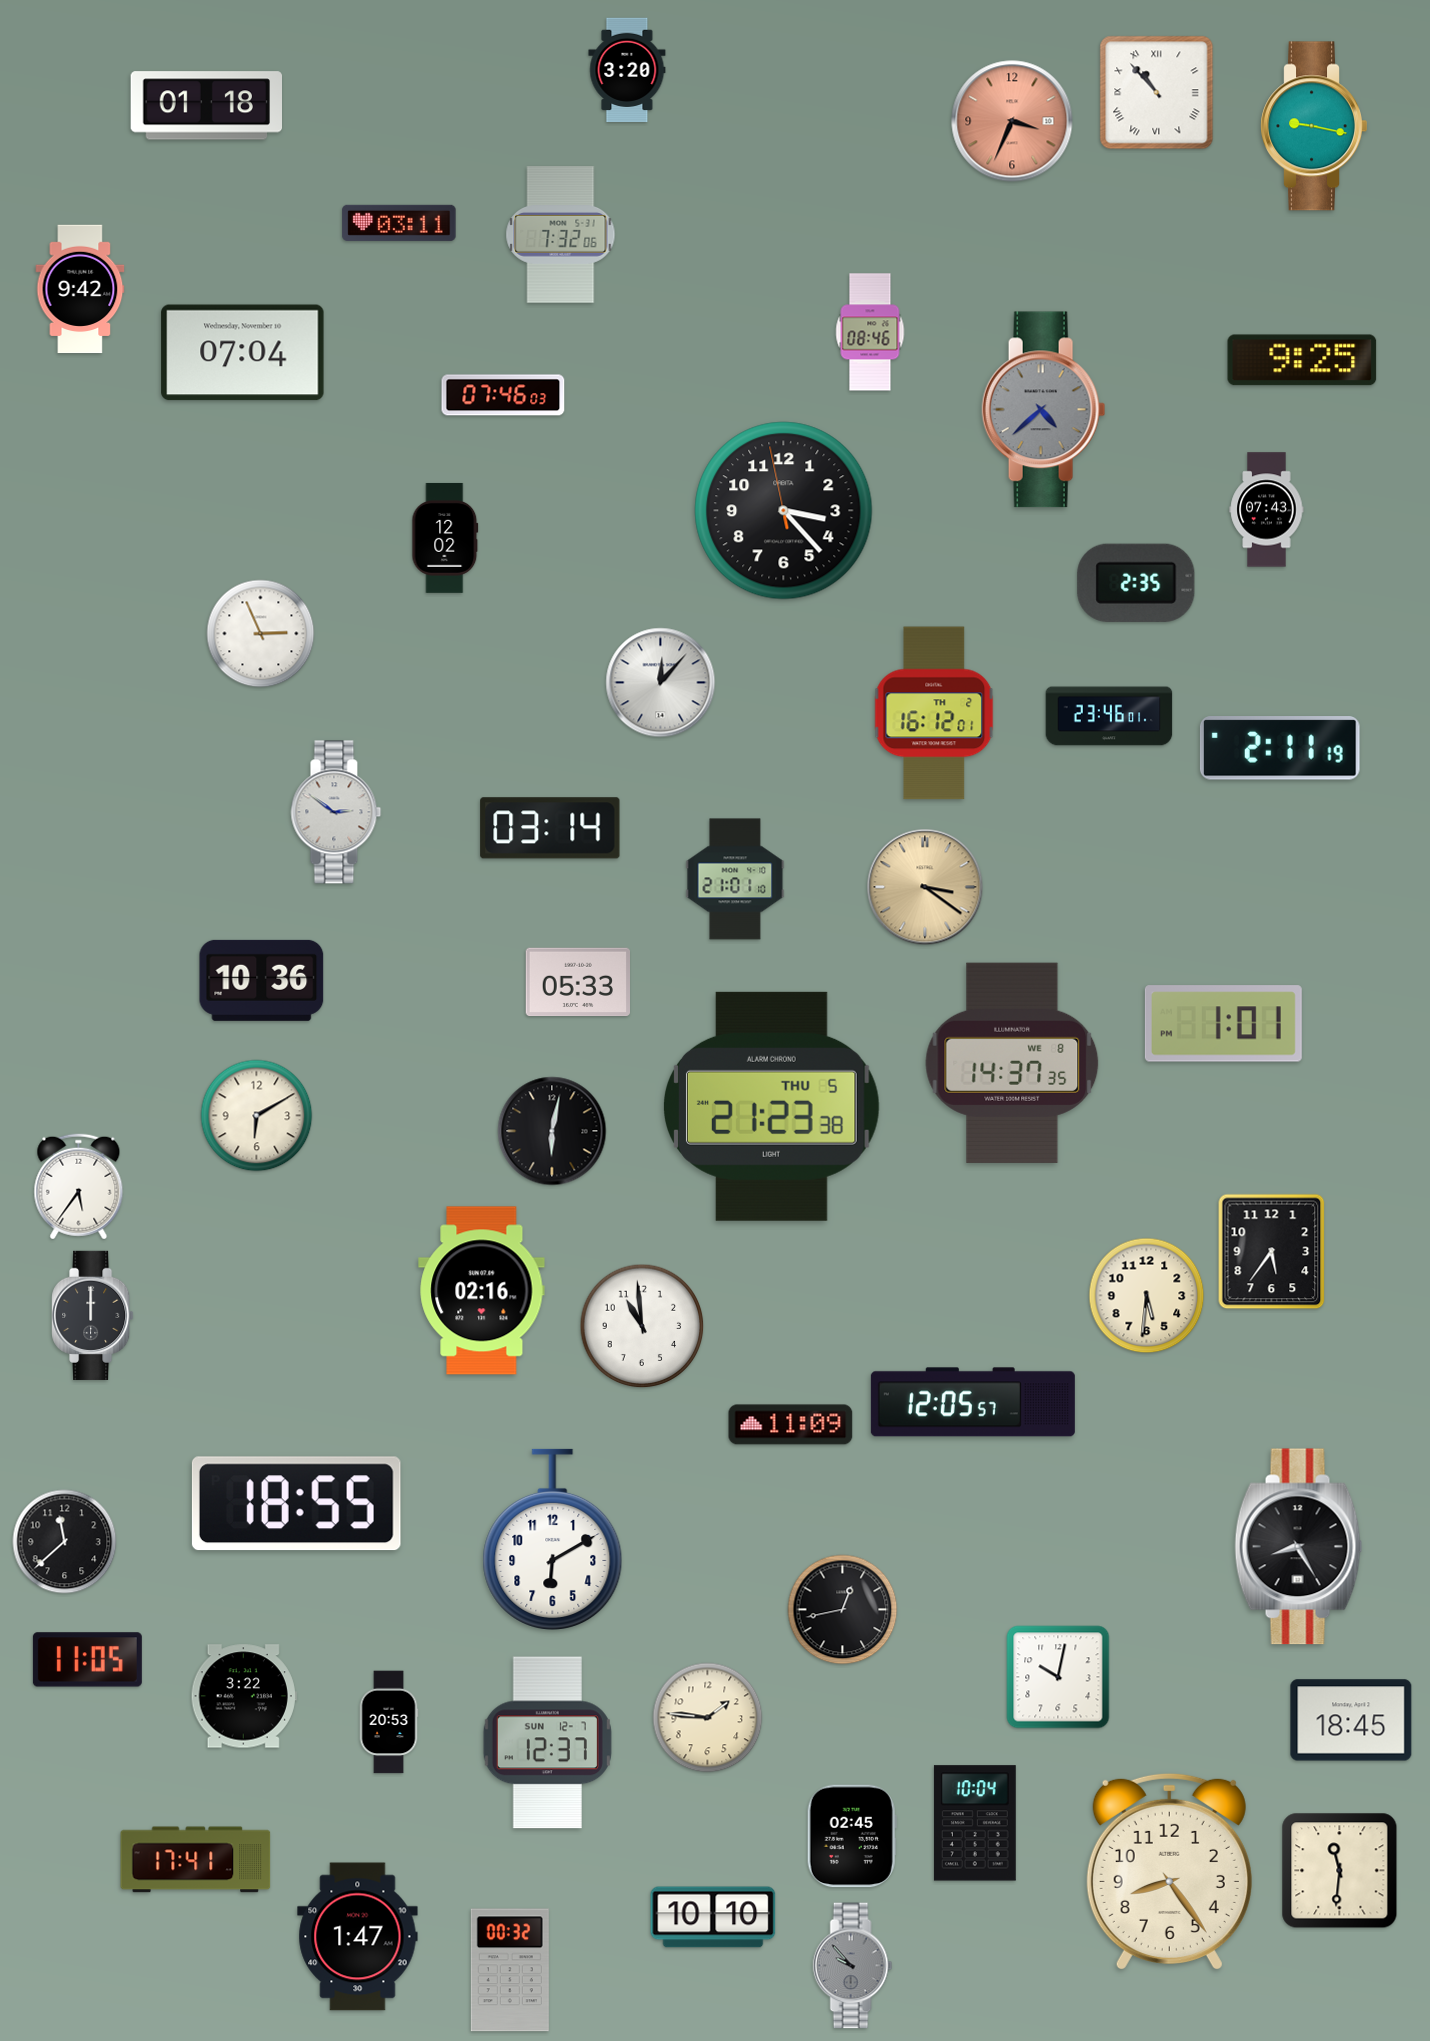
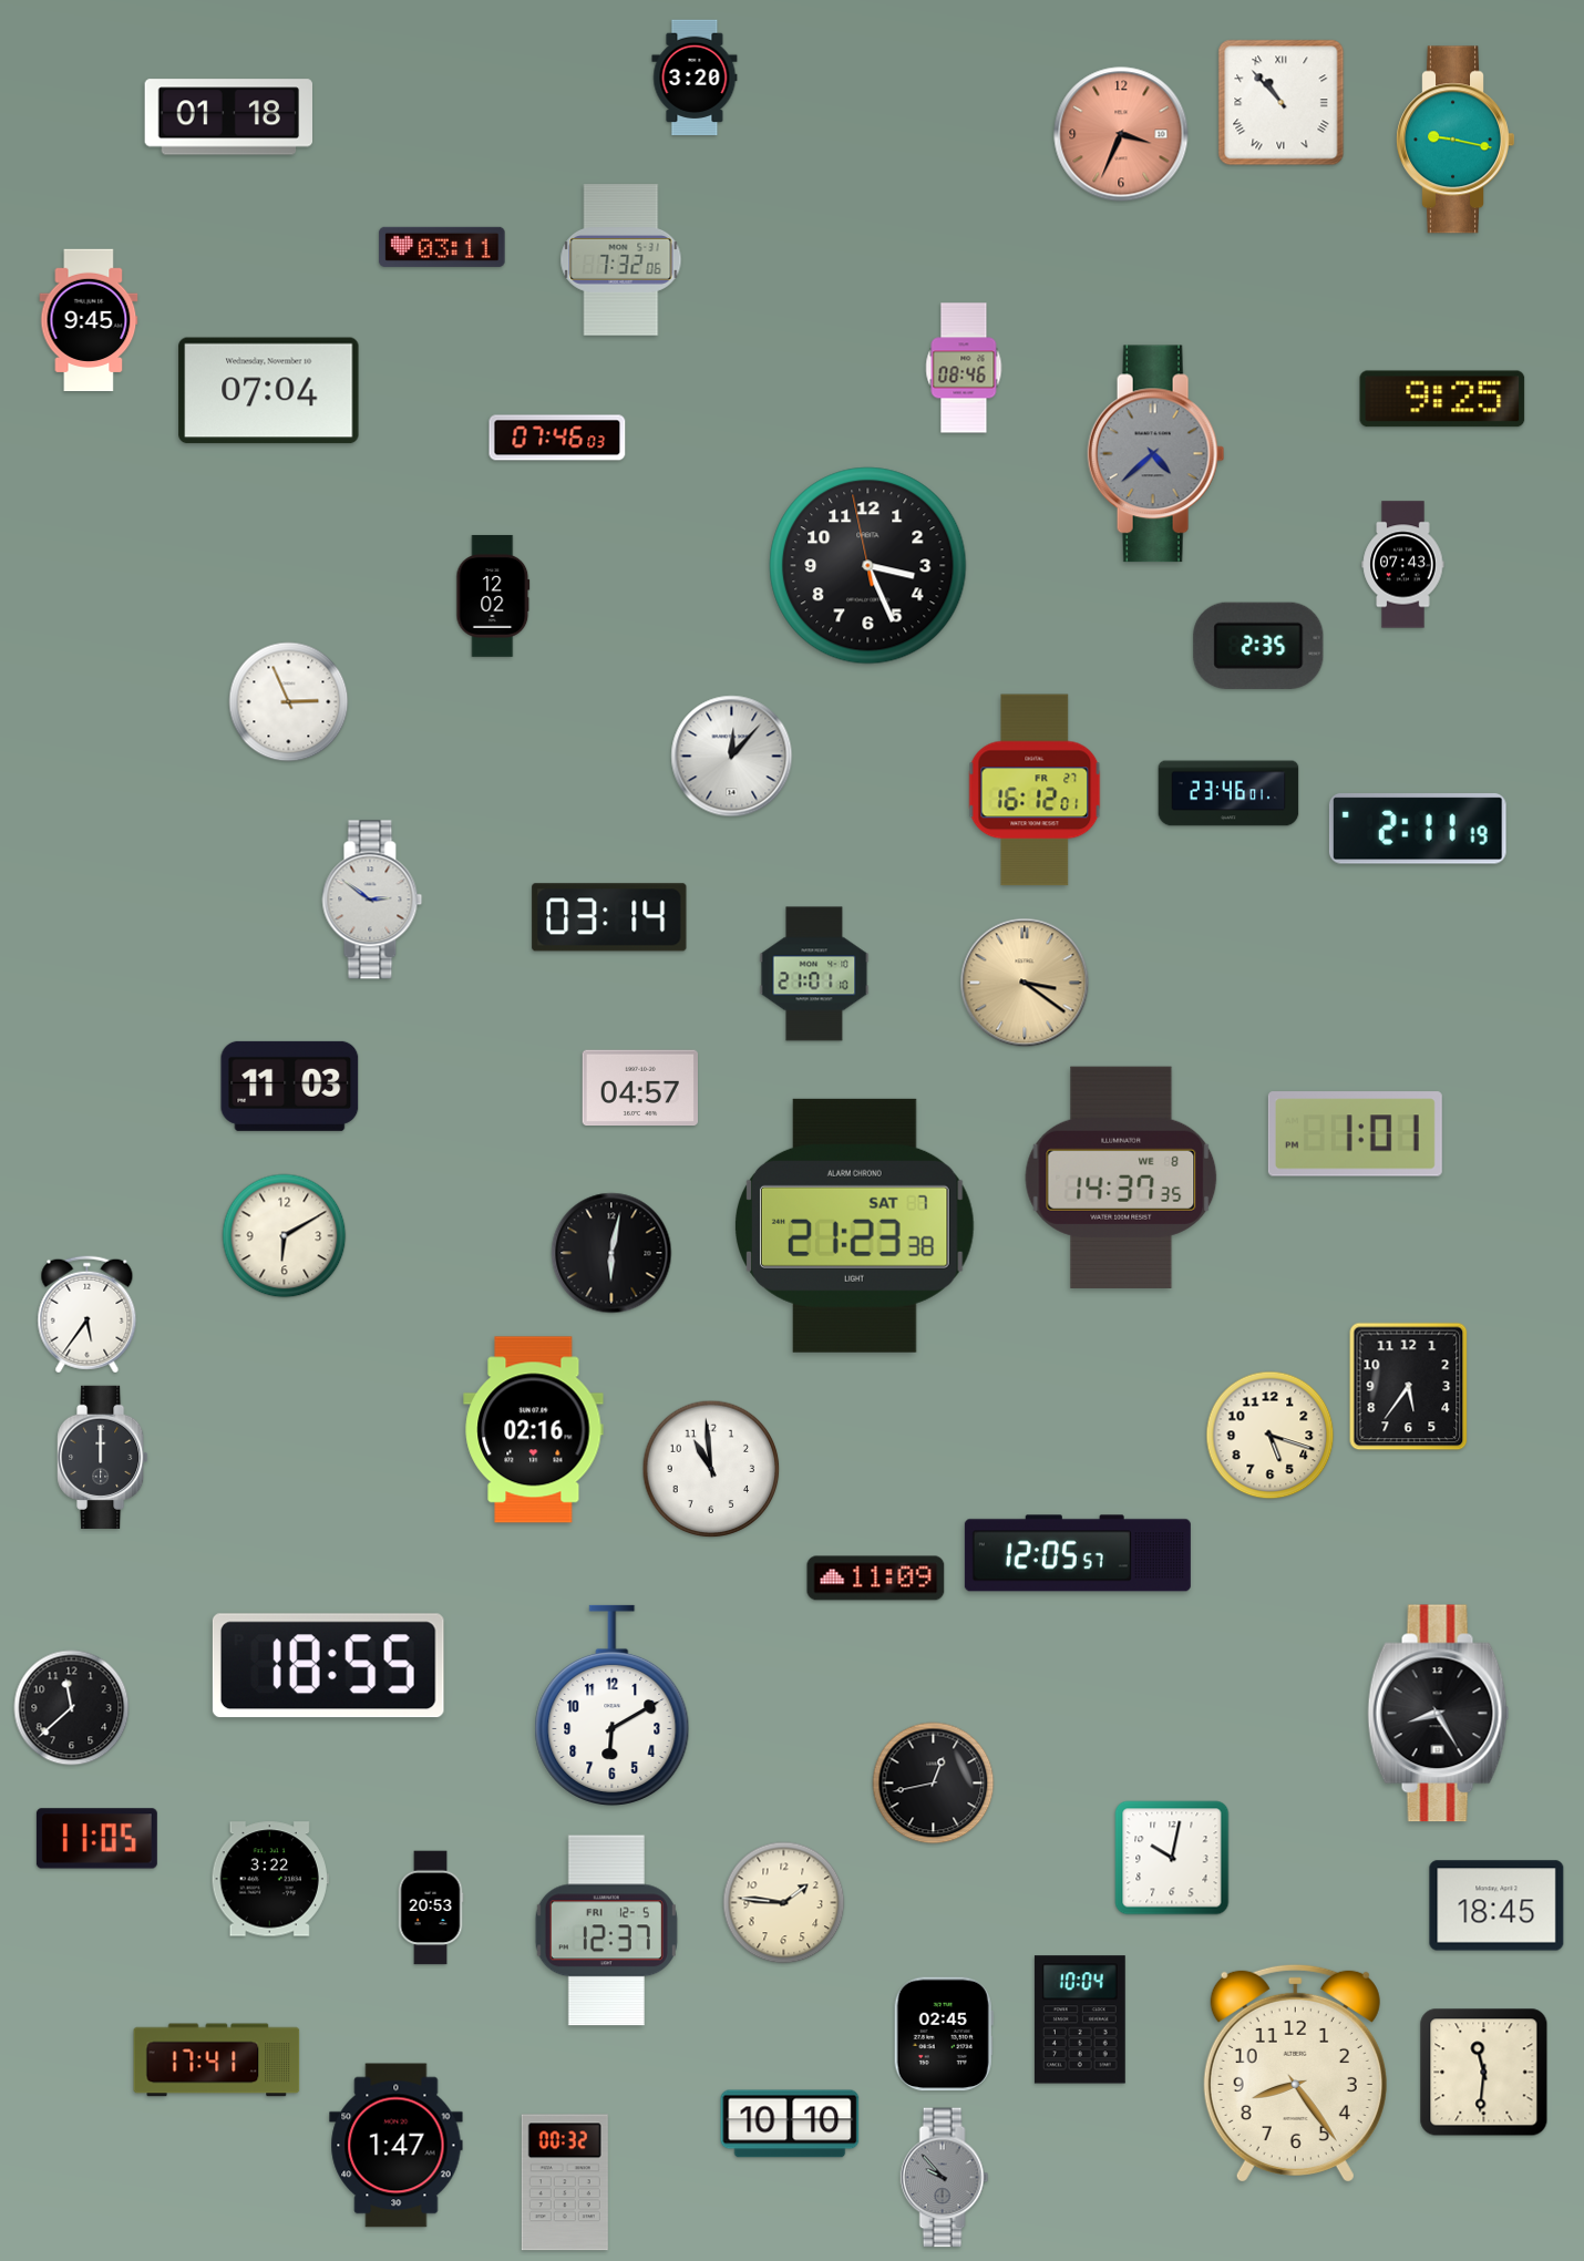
clock at (80, 289): 9:42 -> 9:45
clock at (784, 511): 3:22 -> 3:25
clock at (934, 713) date: TH 2 -> FR 27
clock at (262, 980): 10:36 -> 11:03
clock at (578, 982): 05:33 -> 04:57
clock at (772, 1106) date: THU 5 -> SAT 7
clock at (1147, 1296): 5:31 -> 5:18
clock at (547, 1743) date: SUN 12-7 -> FRI 12-5
